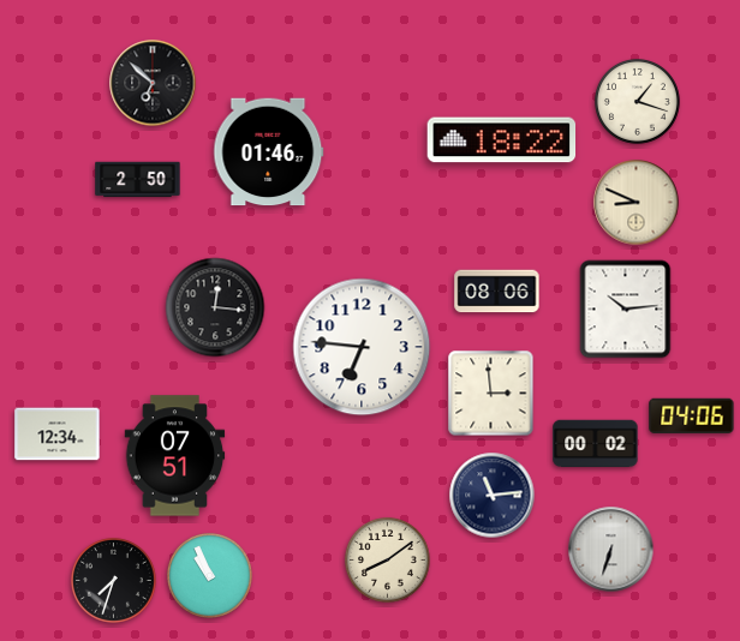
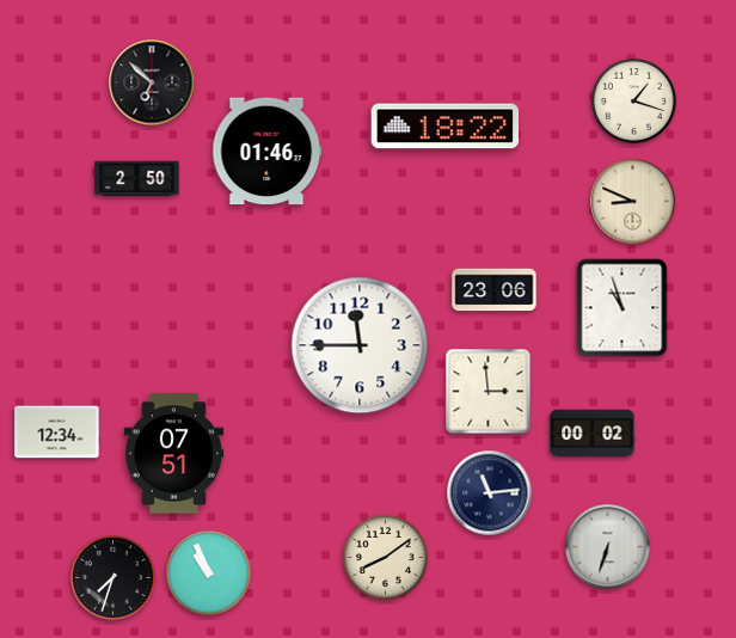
clock at (502, 140) position: (502, 140) -> (446, 127)
clock at (497, 292): 08:06 -> 23:06
clock at (215, 307): 12:16 -> none
clock at (626, 310): 10:14 -> 10:57
clock at (362, 347): 6:46 -> 11:45
clock at (692, 415): 04:06 -> none
clock at (596, 444) position: (596, 444) -> (593, 434)
